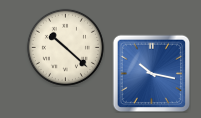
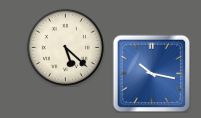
clock at (65, 47): 10:22 -> 5:22
